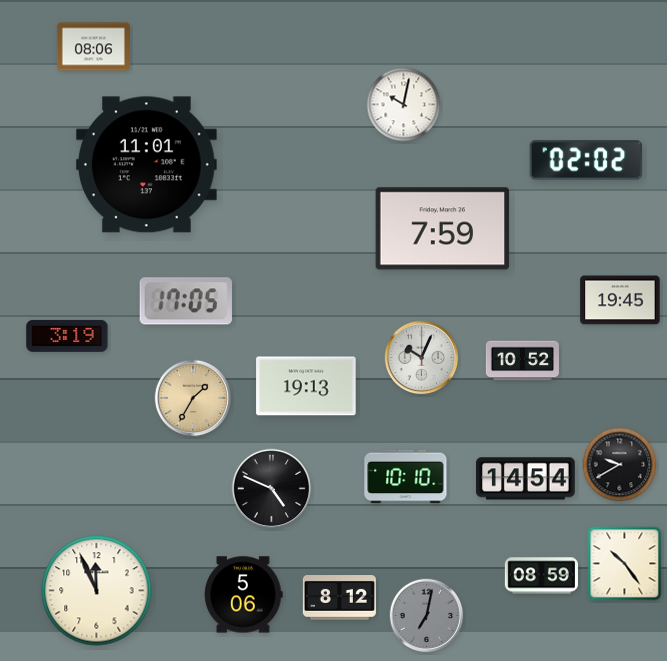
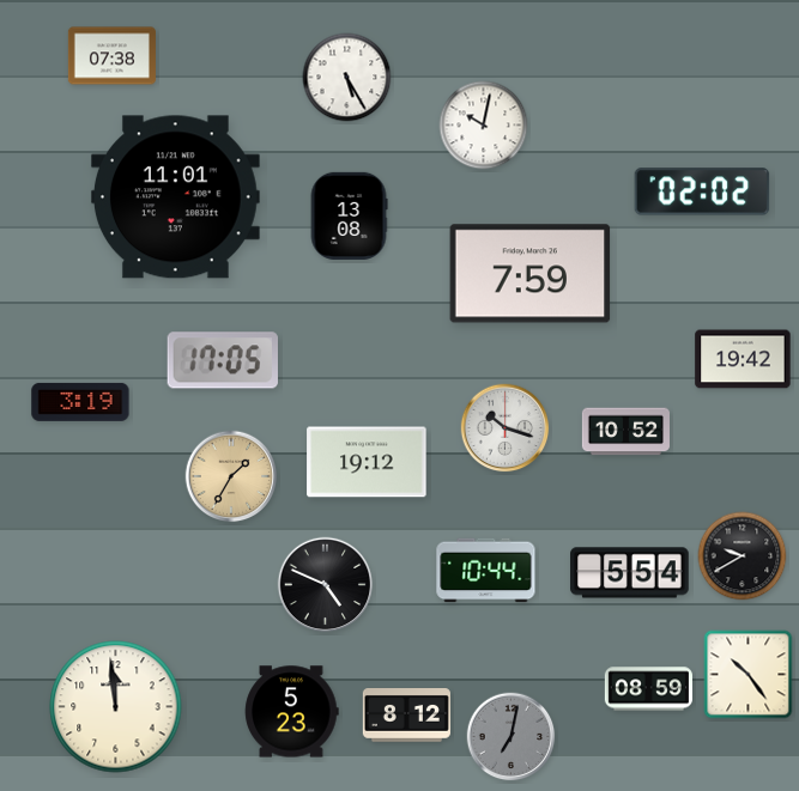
clock at (93, 47): 08:06 -> 07:38
clock at (347, 78): none -> 5:25
clock at (349, 215): none -> 13:08
clock at (620, 300): 19:45 -> 19:42
clock at (422, 358): 10:04 -> 10:18
clock at (306, 386): 19:13 -> 19:12
clock at (406, 477): 10:10 -> 10:44
clock at (526, 479): 14:54 -> 5:54
clock at (97, 591): 11:56 -> 11:59
clock at (244, 595): 5:06 -> 5:23
